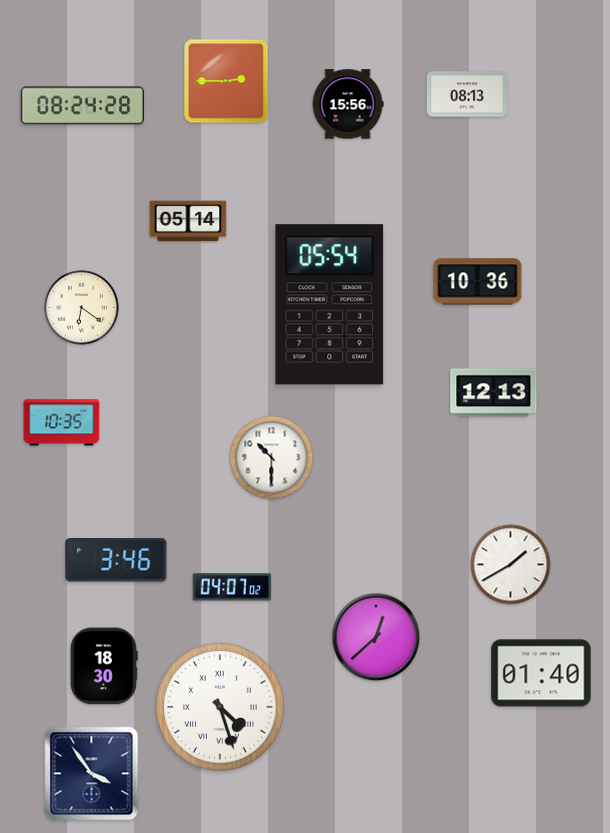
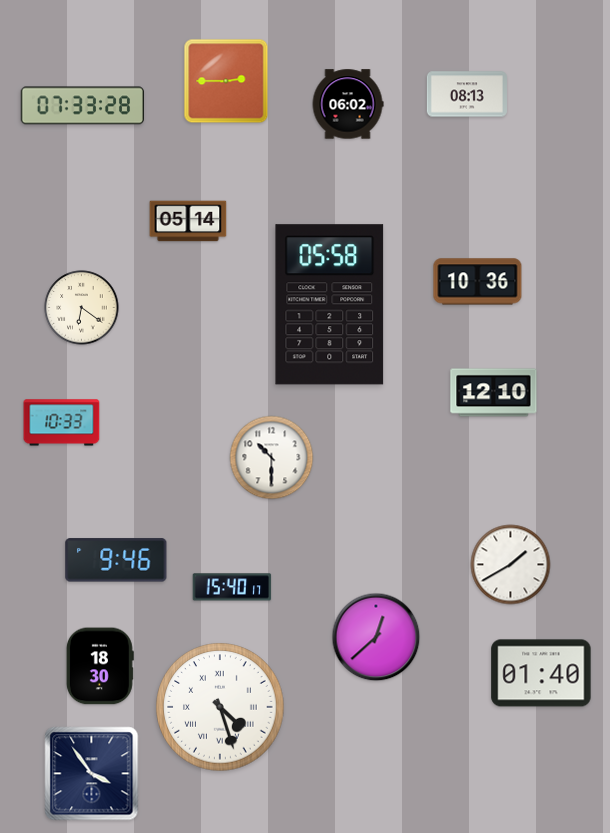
clock at (348, 104): 15:56 -> 06:02
clock at (82, 106): 08:24 -> 07:33
clock at (330, 305): 05:54 -> 05:58
clock at (494, 393): 12:13 -> 12:10
clock at (62, 423): 10:35 -> 10:33
clock at (116, 560): 3:46 -> 9:46
clock at (232, 587): 04:07 -> 15:40
clock at (104, 666) position: (104, 666) -> (100, 666)
